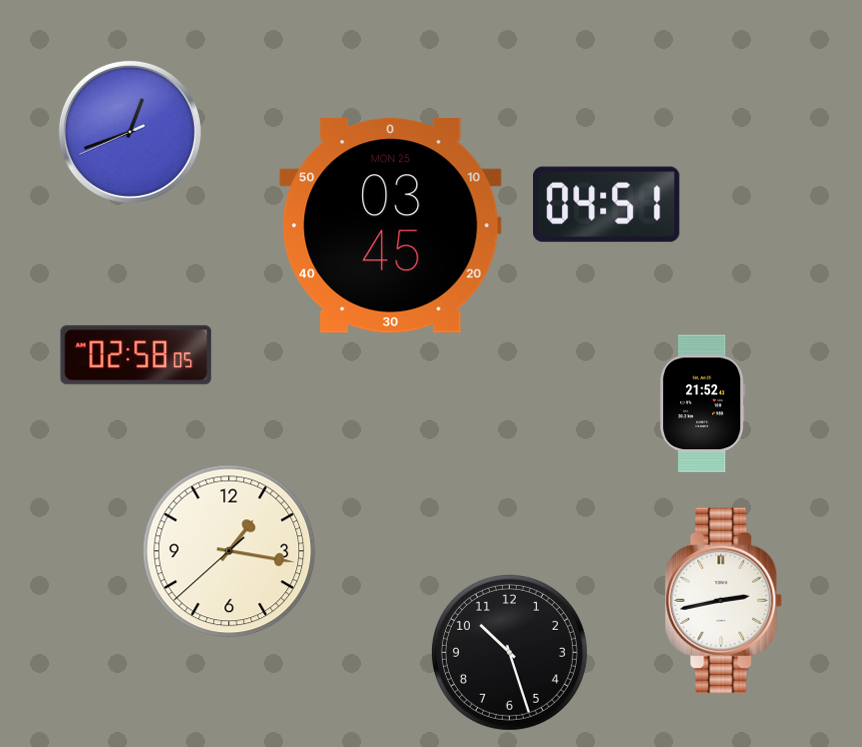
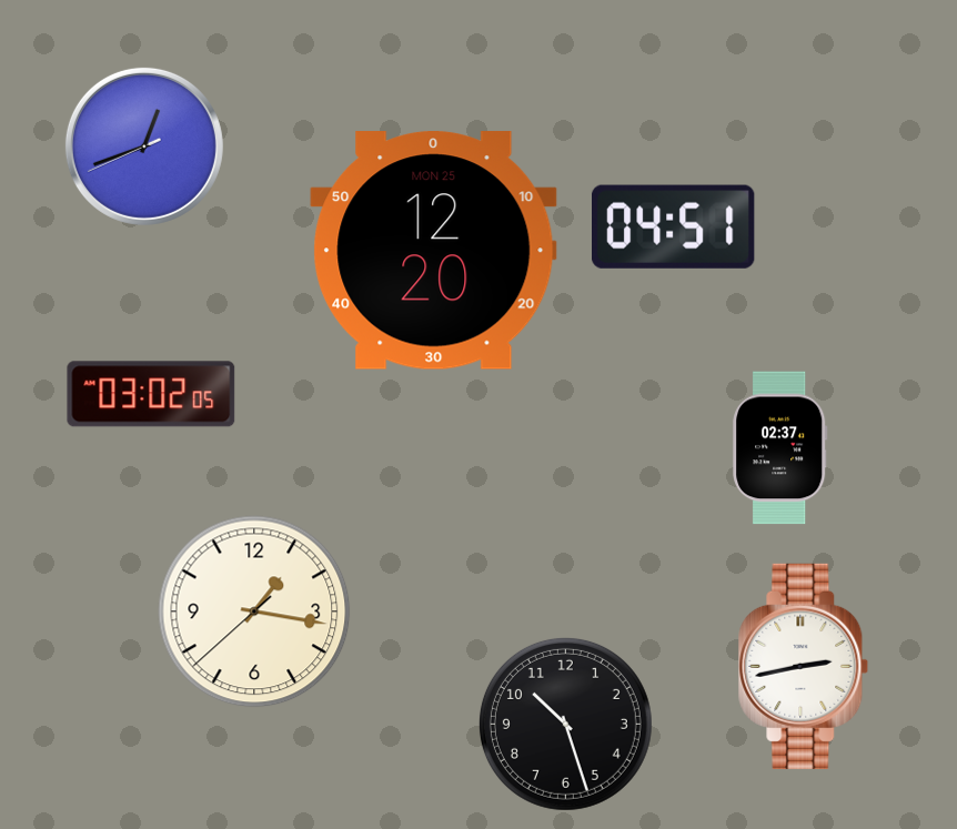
clock at (391, 226): 03:45 -> 12:20
clock at (136, 355): 02:58 -> 03:02
clock at (703, 404): 21:52 -> 02:37
